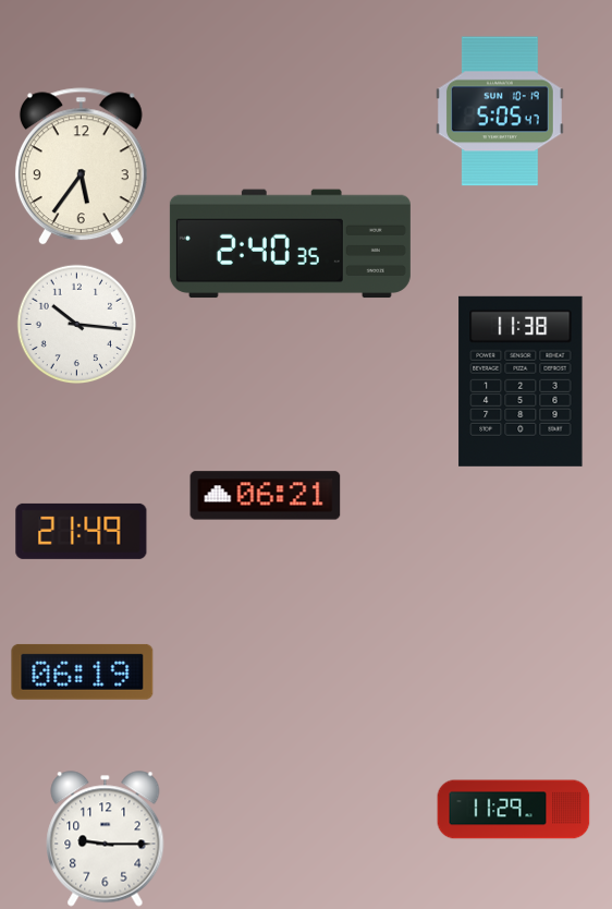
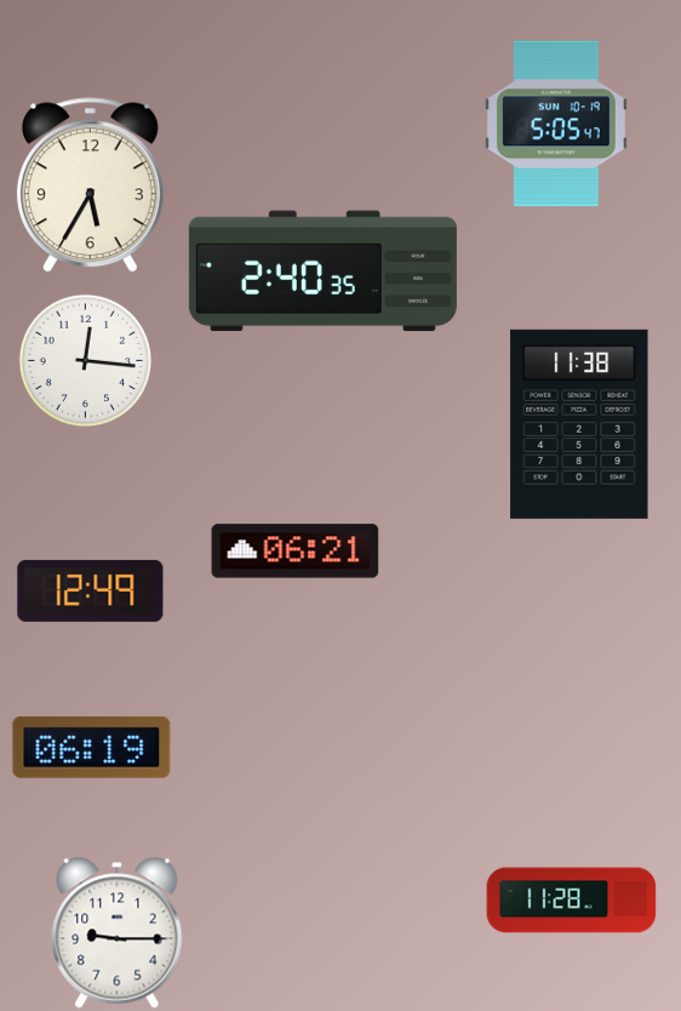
clock at (81, 167): 5:36 -> 5:35
clock at (76, 324): 10:16 -> 12:16
clock at (82, 531): 21:49 -> 12:49
clock at (514, 810): 11:29 -> 11:28
